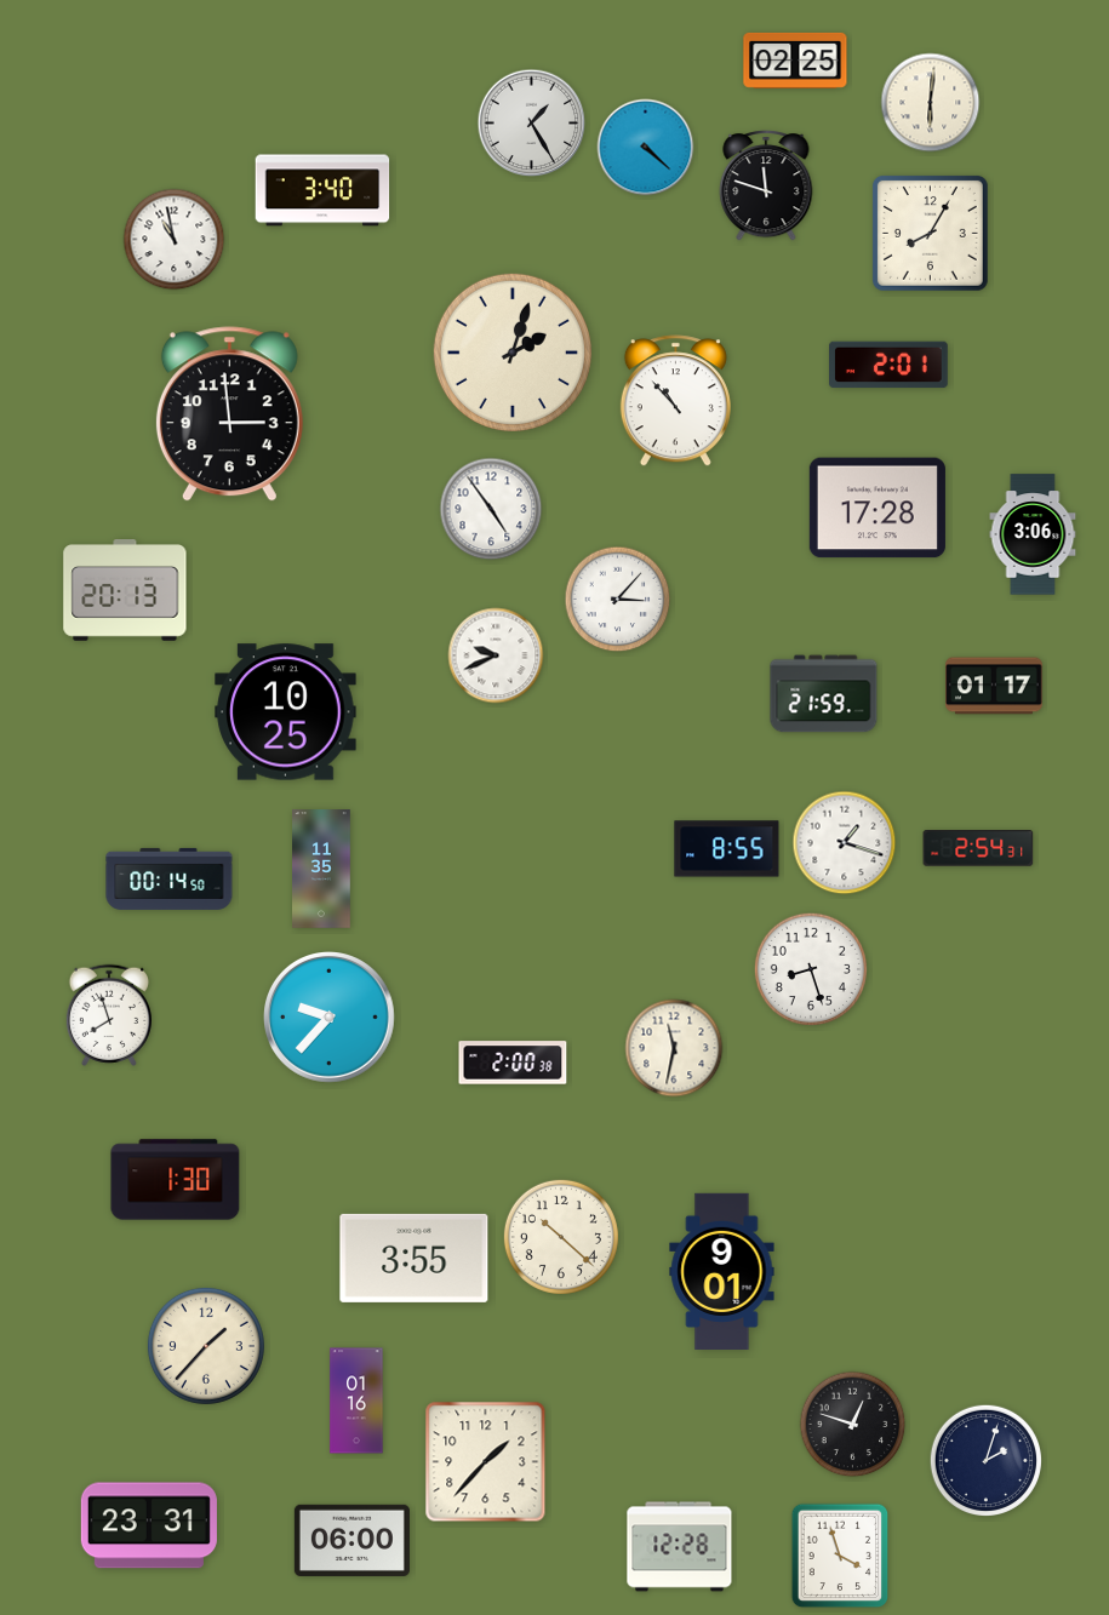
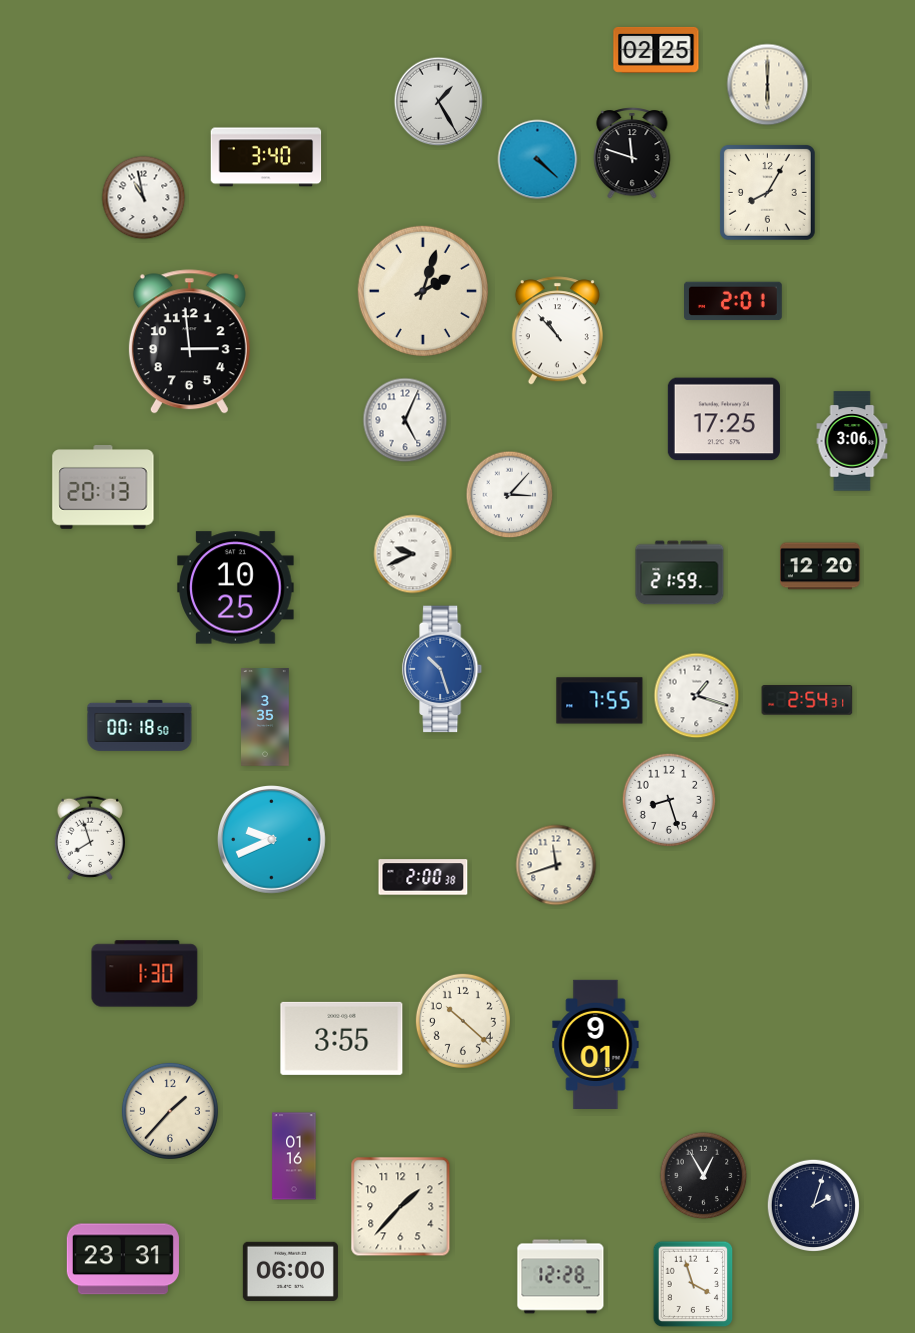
clock at (931, 103): 6:01 -> 6:00
clock at (646, 148) position: (646, 148) -> (538, 160)
clock at (878, 508): 17:28 -> 17:25
clock at (491, 509): 4:54 -> 5:04
clock at (496, 655) position: (496, 655) -> (413, 554)
clock at (995, 686): 01:17 -> 12:20
clock at (443, 669): none -> 10:27
clock at (727, 849): 8:55 -> 7:55
clock at (322, 869): 11:35 -> 3:35
clock at (170, 878): 00:14 -> 00:18
clock at (330, 1018): 9:37 -> 9:41
clock at (674, 1048): 11:32 -> 11:42
clock at (722, 1271) position: (722, 1271) -> (596, 1044)
clock at (853, 1425): 12:48 -> 12:55
